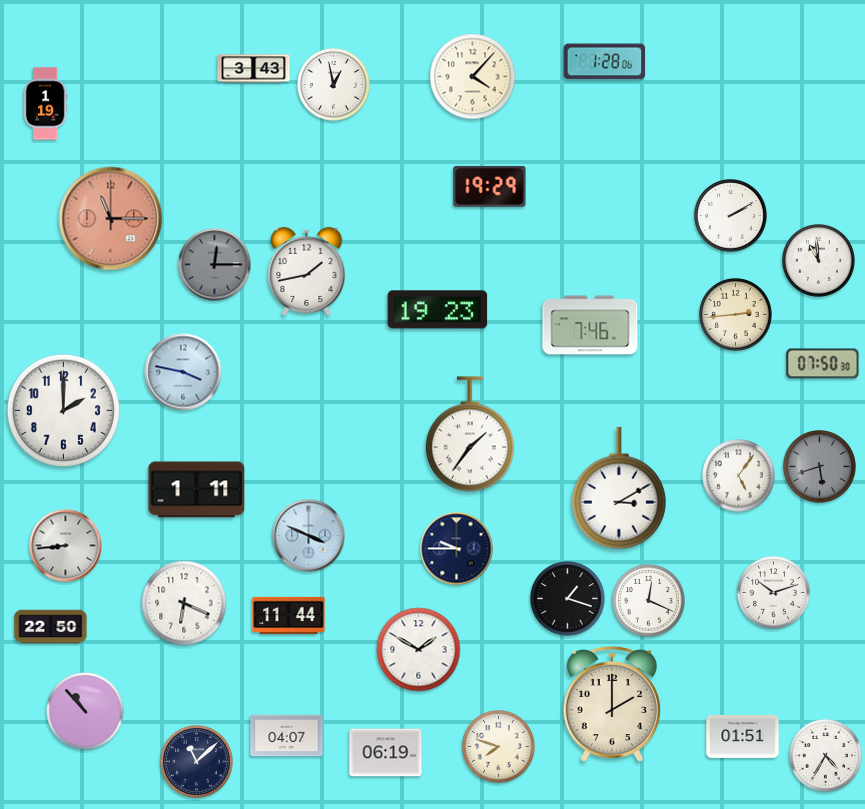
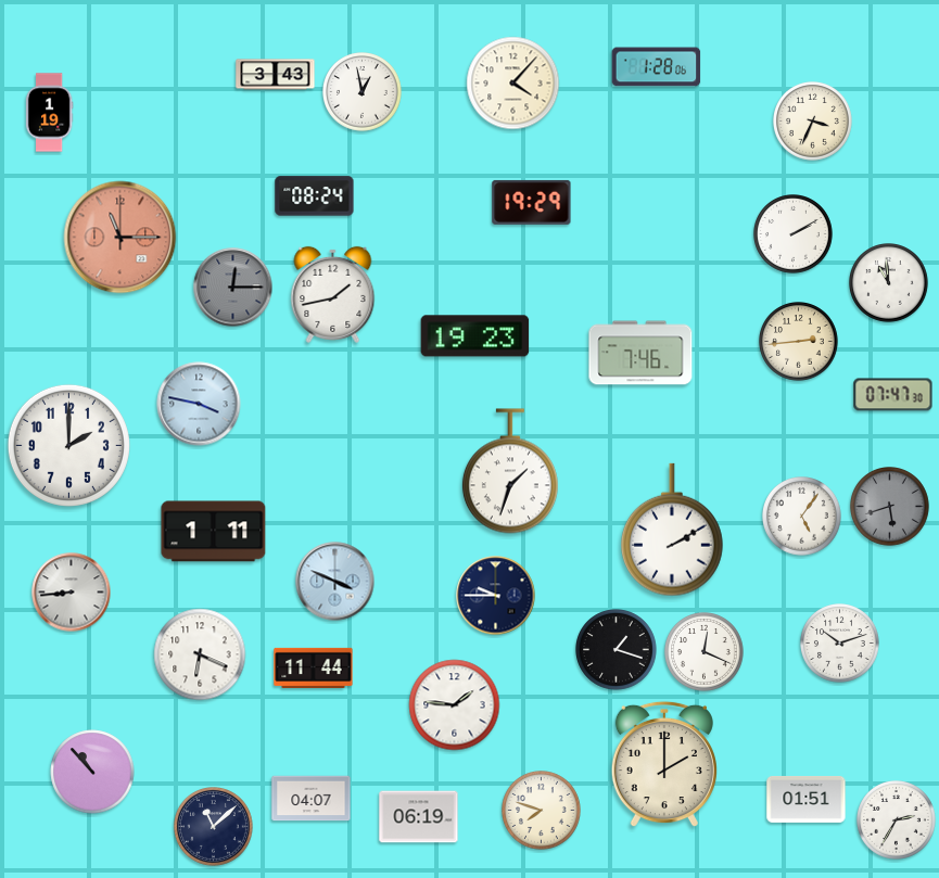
clock at (813, 122): none -> 3:34
clock at (315, 196): none -> 08:24
clock at (823, 364): 07:50 -> 07:47
clock at (470, 434): 1:36 -> 1:33
clock at (620, 488): 3:10 -> 2:10
clock at (51, 627): 22:50 -> none
clock at (419, 650): 1:50 -> 1:46
clock at (826, 756): 4:35 -> 2:35
